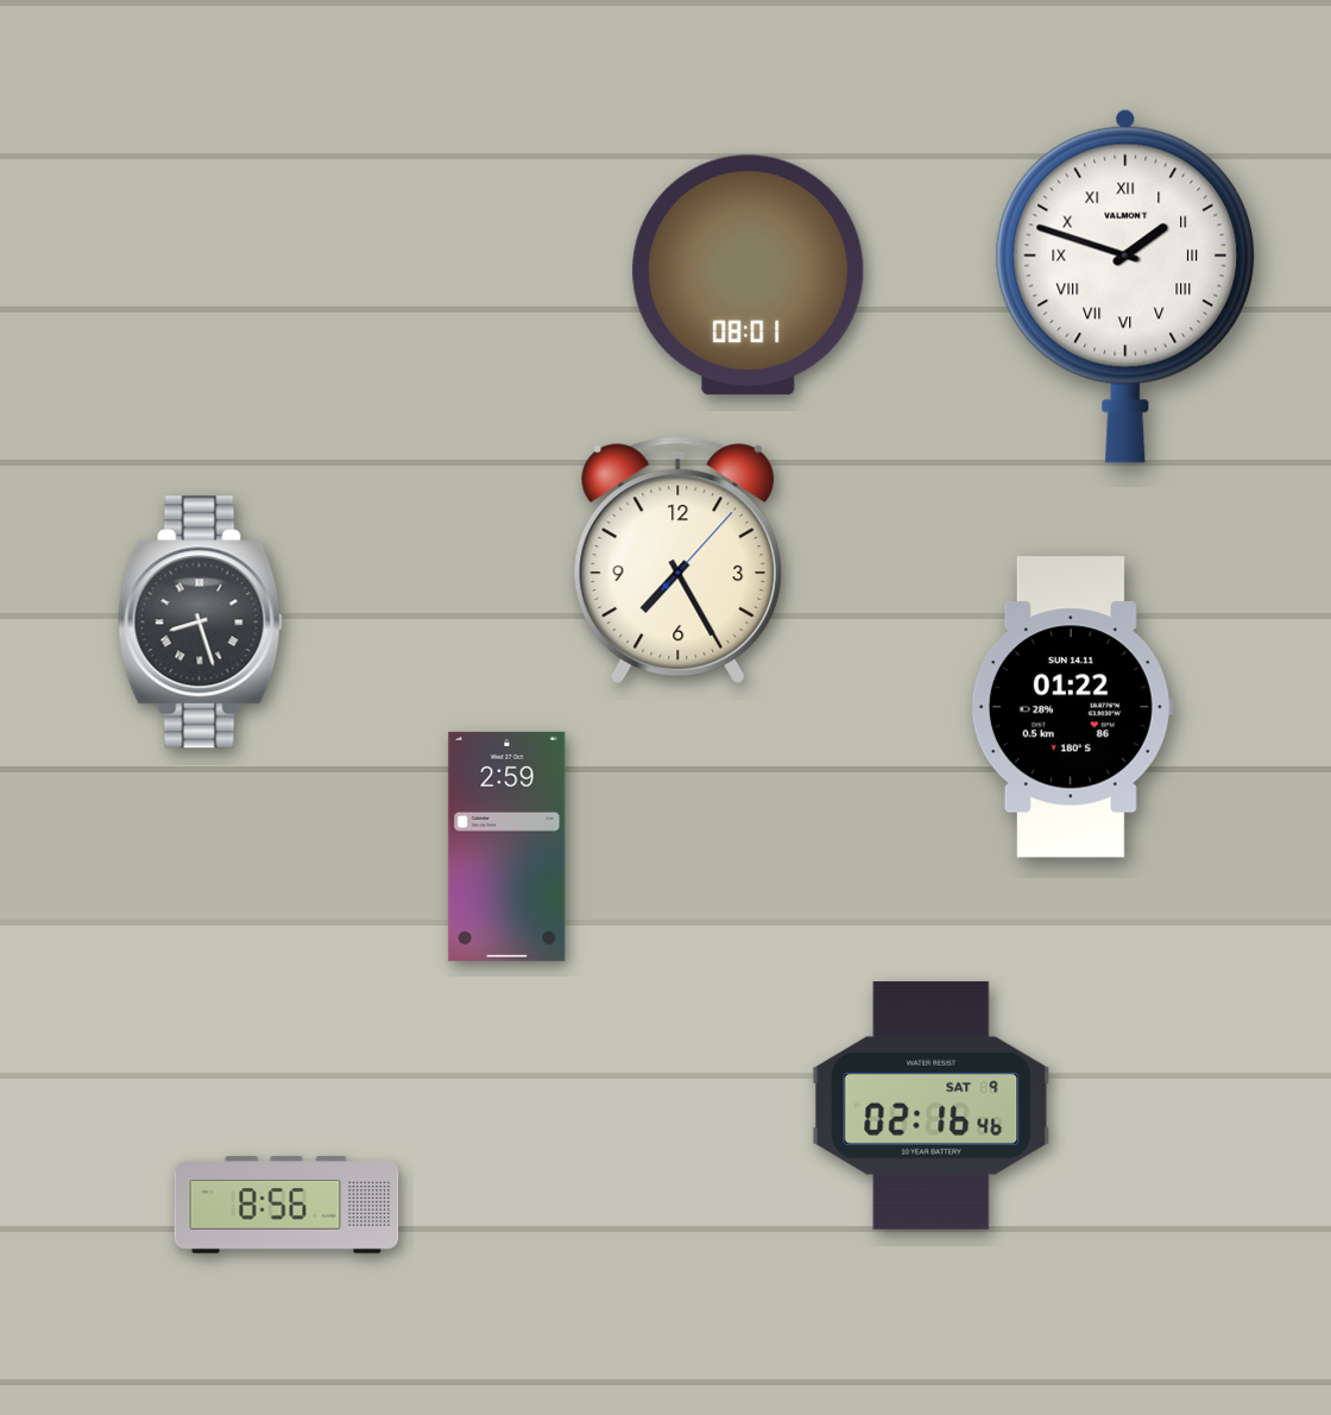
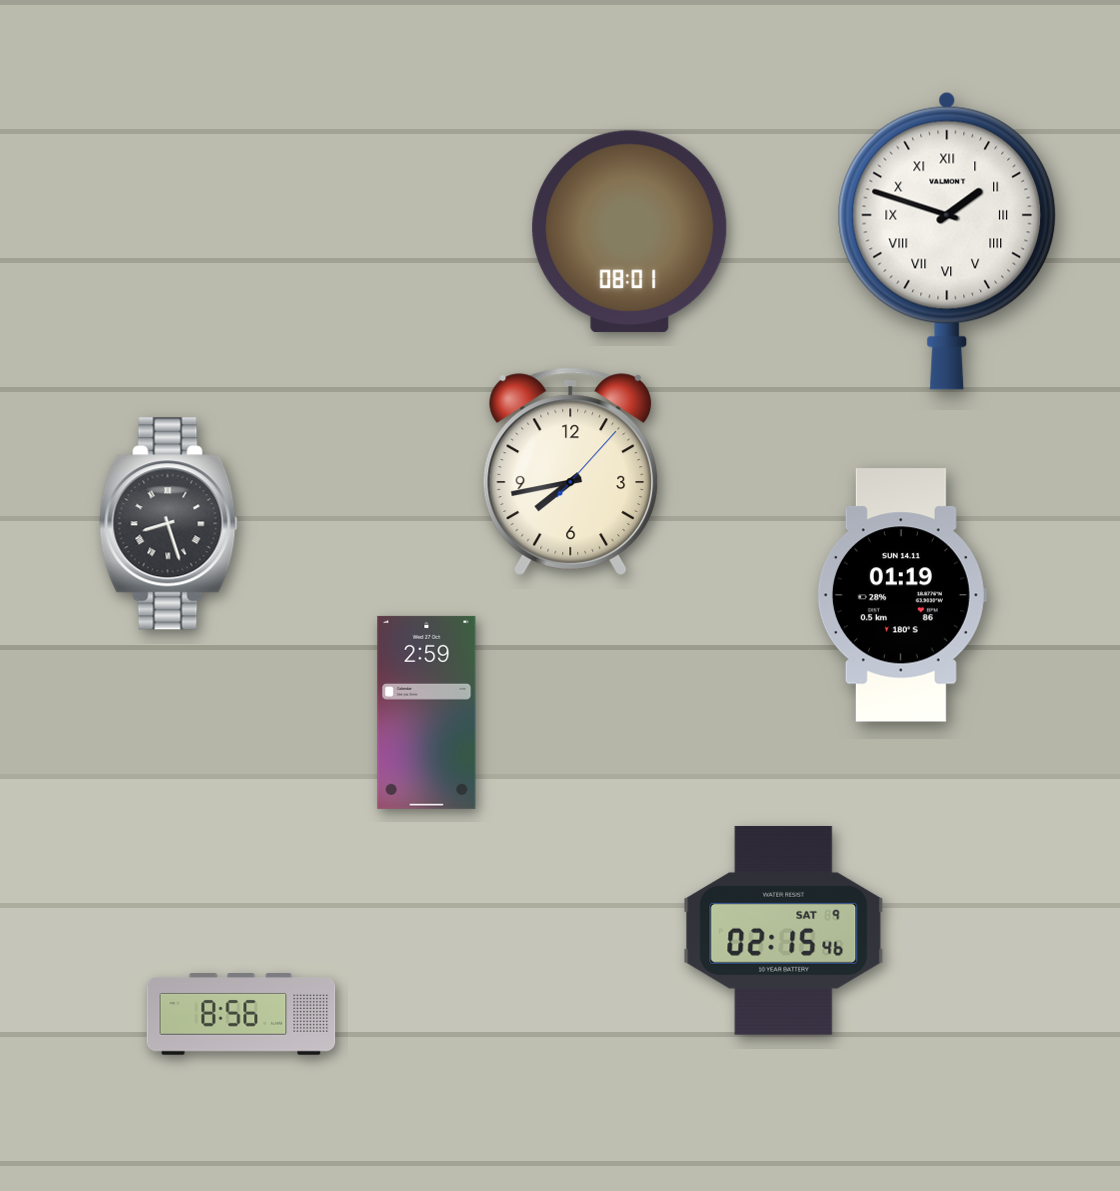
clock at (679, 560): 7:25 -> 7:43
clock at (1072, 707): 01:22 -> 01:19
clock at (932, 1105): 02:16 -> 02:15
